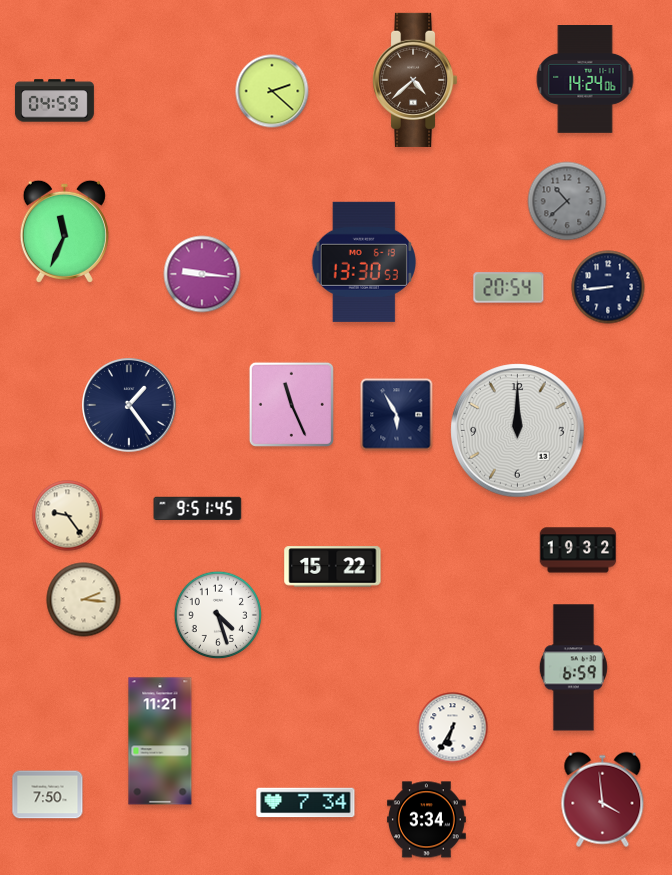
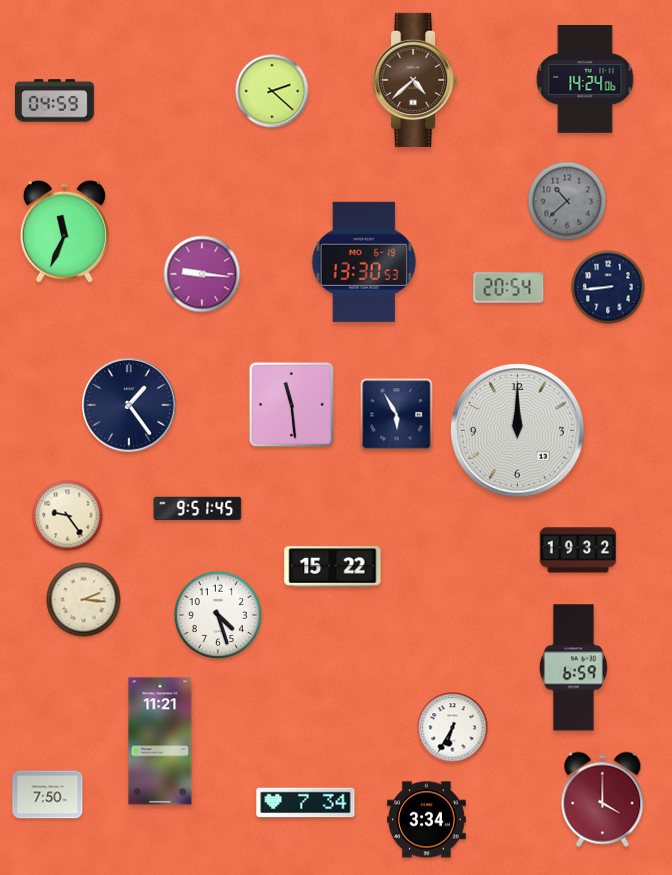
clock at (291, 404): 11:26 -> 11:29
clock at (603, 800): 3:59 -> 4:00
